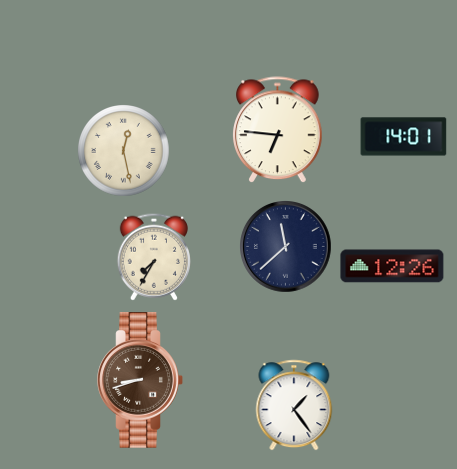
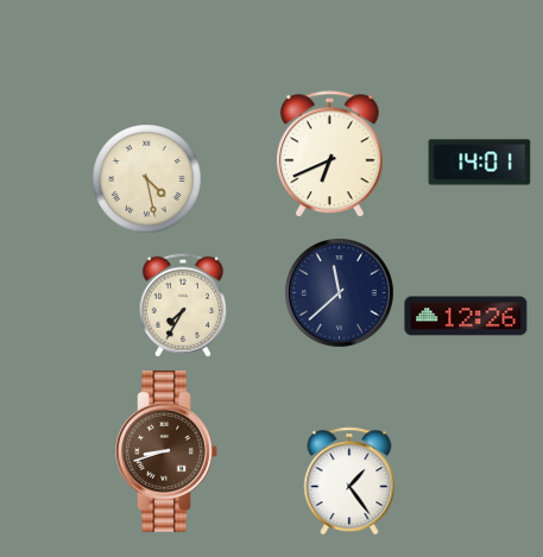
clock at (278, 130): 6:46 -> 6:41
clock at (124, 151): 12:28 -> 4:28
